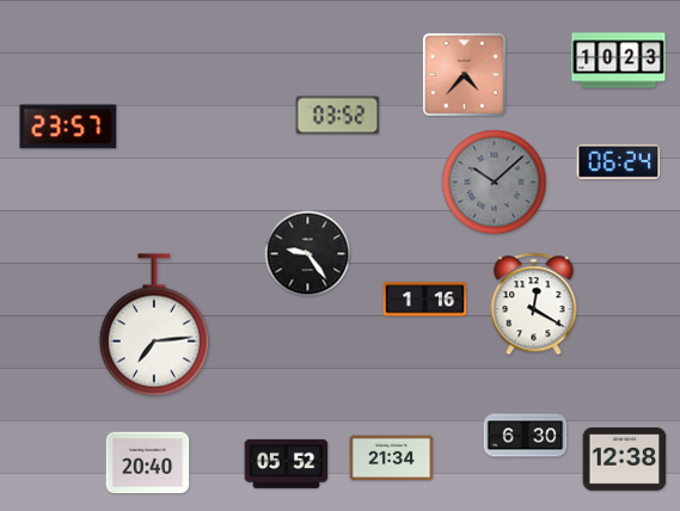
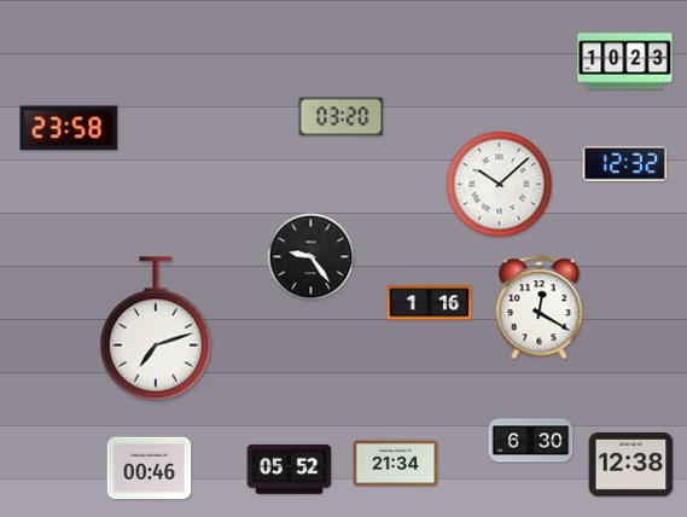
clock at (464, 74): 4:37 -> none
clock at (338, 116): 03:52 -> 03:20
clock at (68, 127): 23:57 -> 23:58
clock at (619, 161): 06:24 -> 12:32
clock at (495, 183) dial: grey -> white
clock at (154, 325): 7:14 -> 7:12
clock at (148, 463): 20:40 -> 00:46
